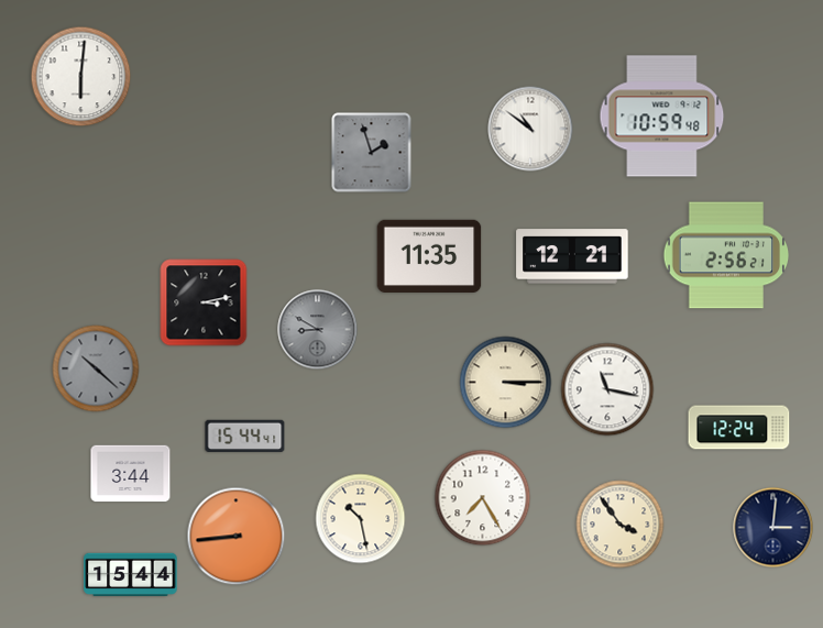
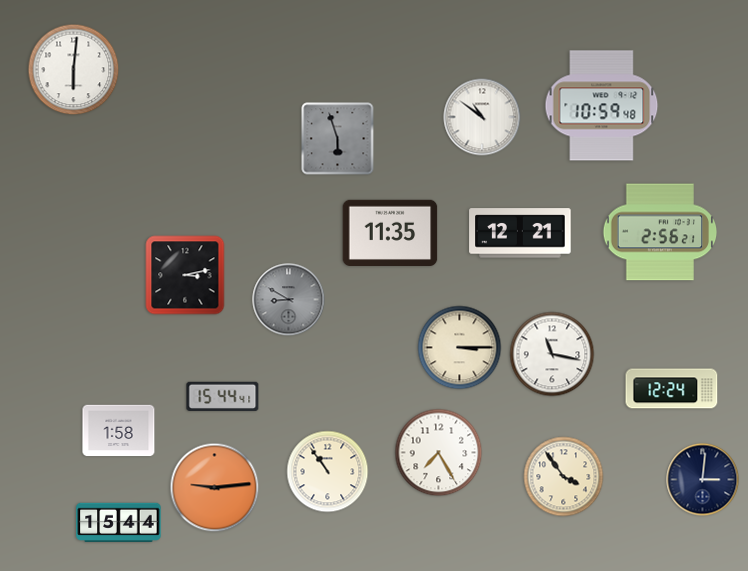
clock at (372, 153): 1:57 -> 5:57
clock at (96, 368): 10:22 -> none
clock at (131, 474): 3:44 -> 1:58
clock at (361, 519): 10:28 -> 10:54
clock at (237, 537): 8:44 -> 9:14
